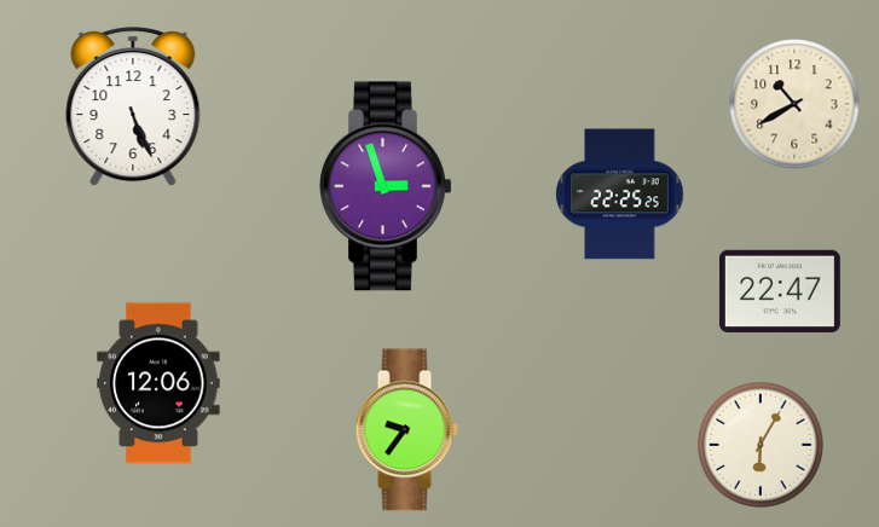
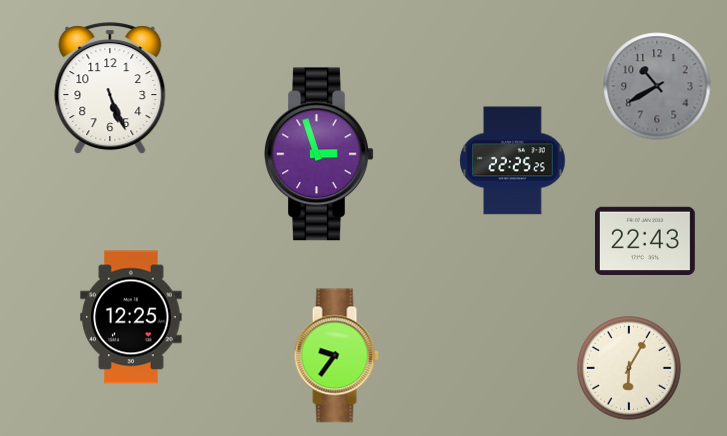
clock at (794, 104) dial: cream -> grey
clock at (780, 290): 22:47 -> 22:43
clock at (158, 383): 12:06 -> 12:25
